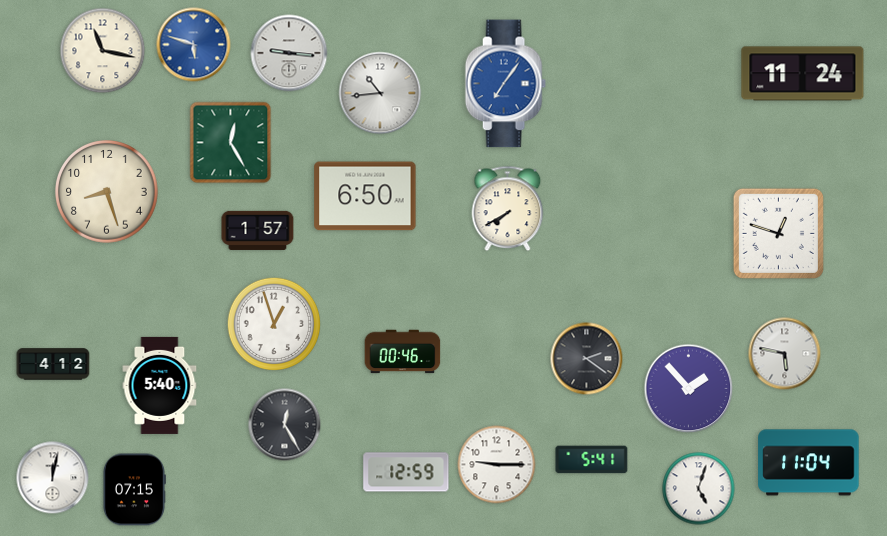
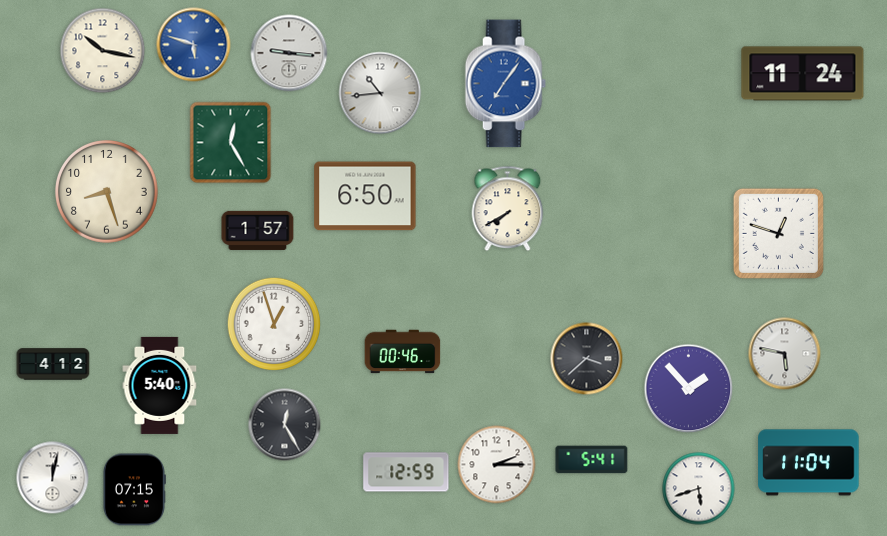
clock at (103, 51): 11:17 -> 10:17
clock at (587, 359): 2:21 -> 3:38
clock at (497, 465): 9:15 -> 2:15
clock at (699, 489): 5:03 -> 5:42
